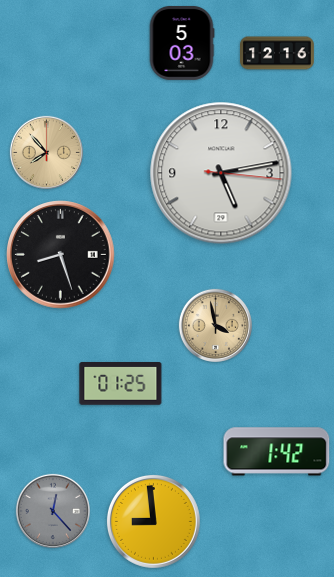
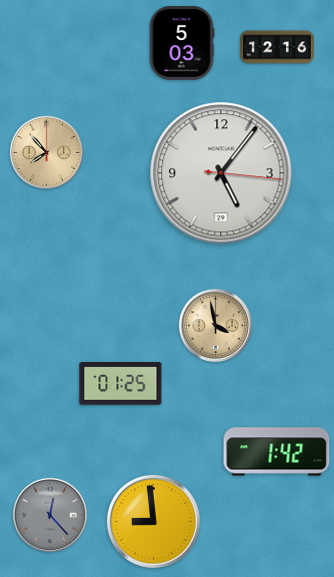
clock at (278, 53) position: (278, 53) -> (278, 47)
clock at (221, 173): 5:13 -> 5:06
clock at (61, 255): 8:27 -> none
clock at (53, 511) position: (53, 511) -> (50, 515)
